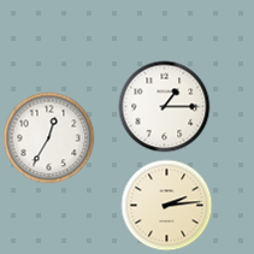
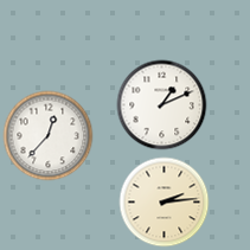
clock at (165, 107): 1:15 -> 1:11
clock at (49, 138): 12:35 -> 12:37
